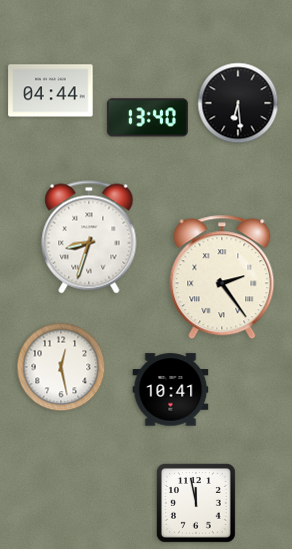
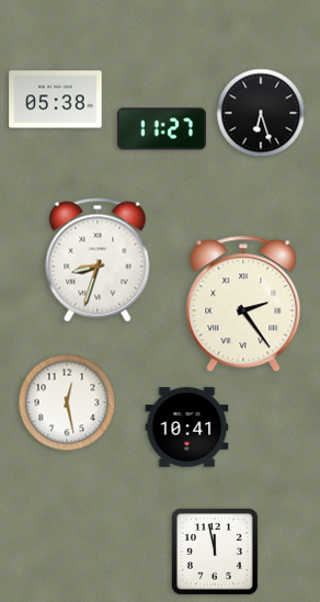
clock at (51, 91): 04:44 -> 05:38
clock at (238, 103): 6:29 -> 6:27
clock at (147, 118): 13:40 -> 11:27
